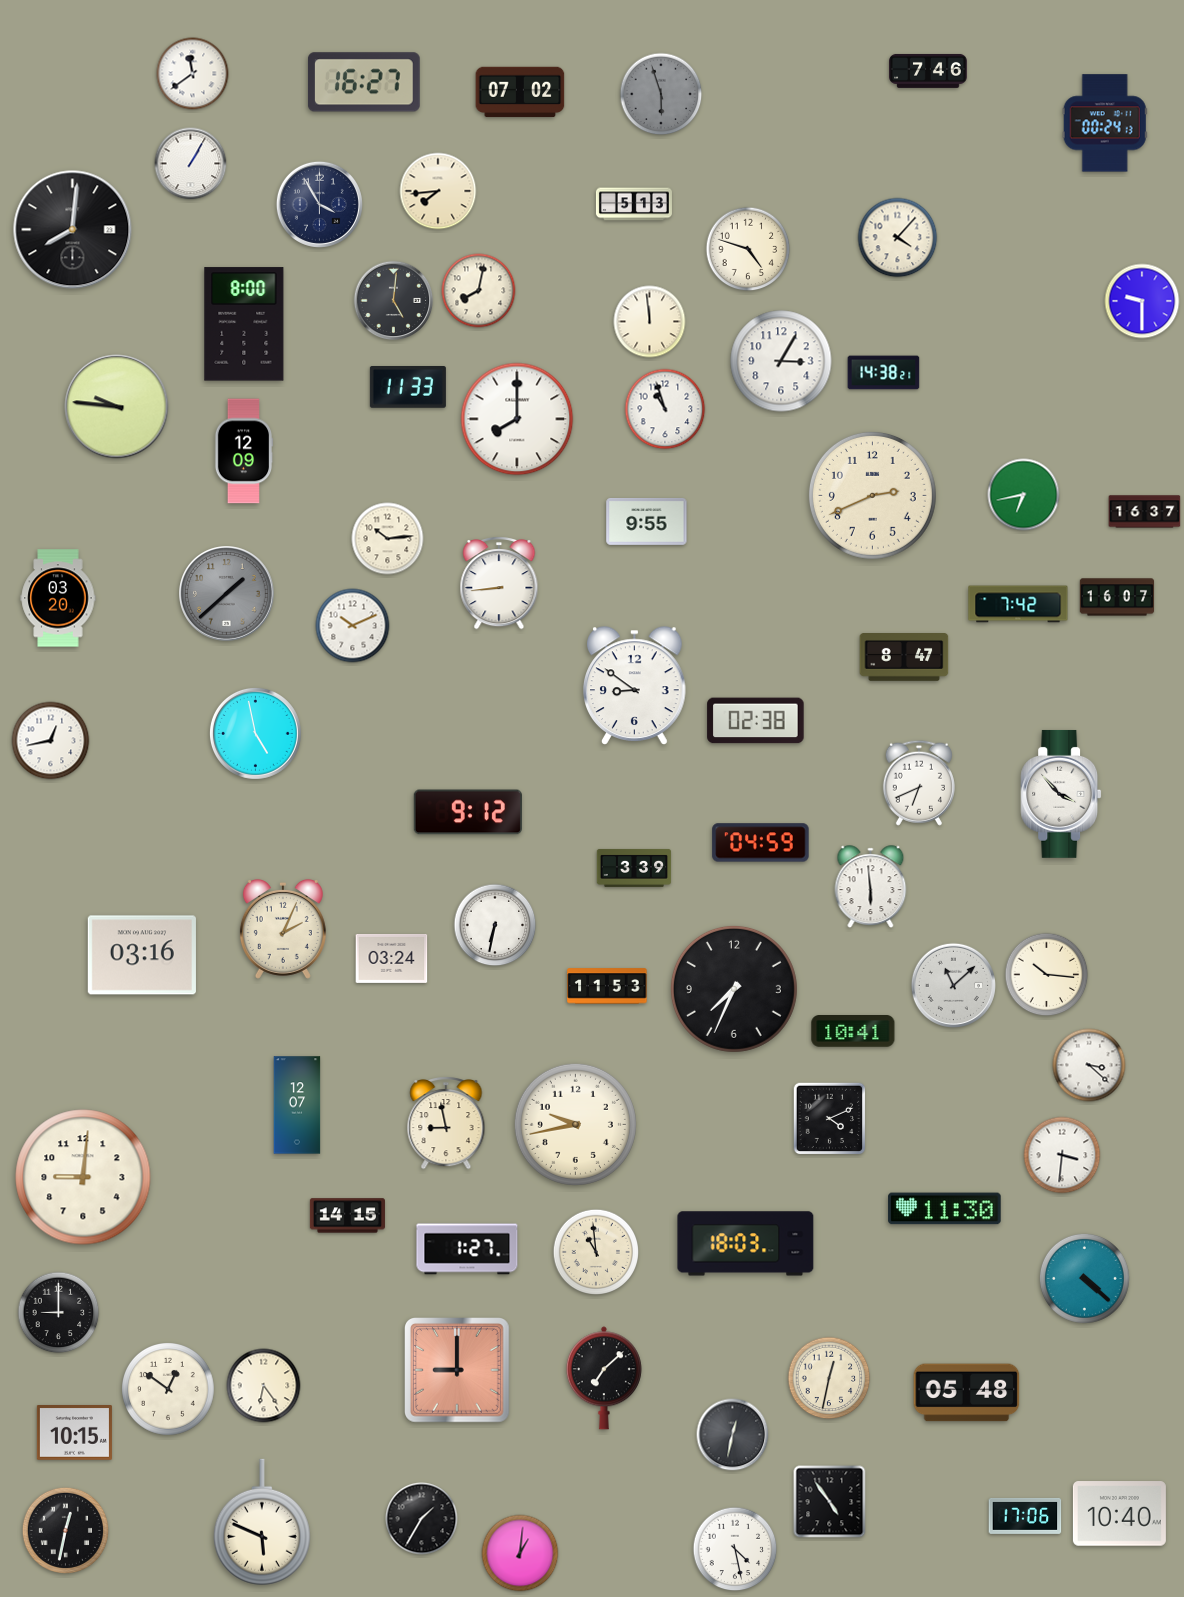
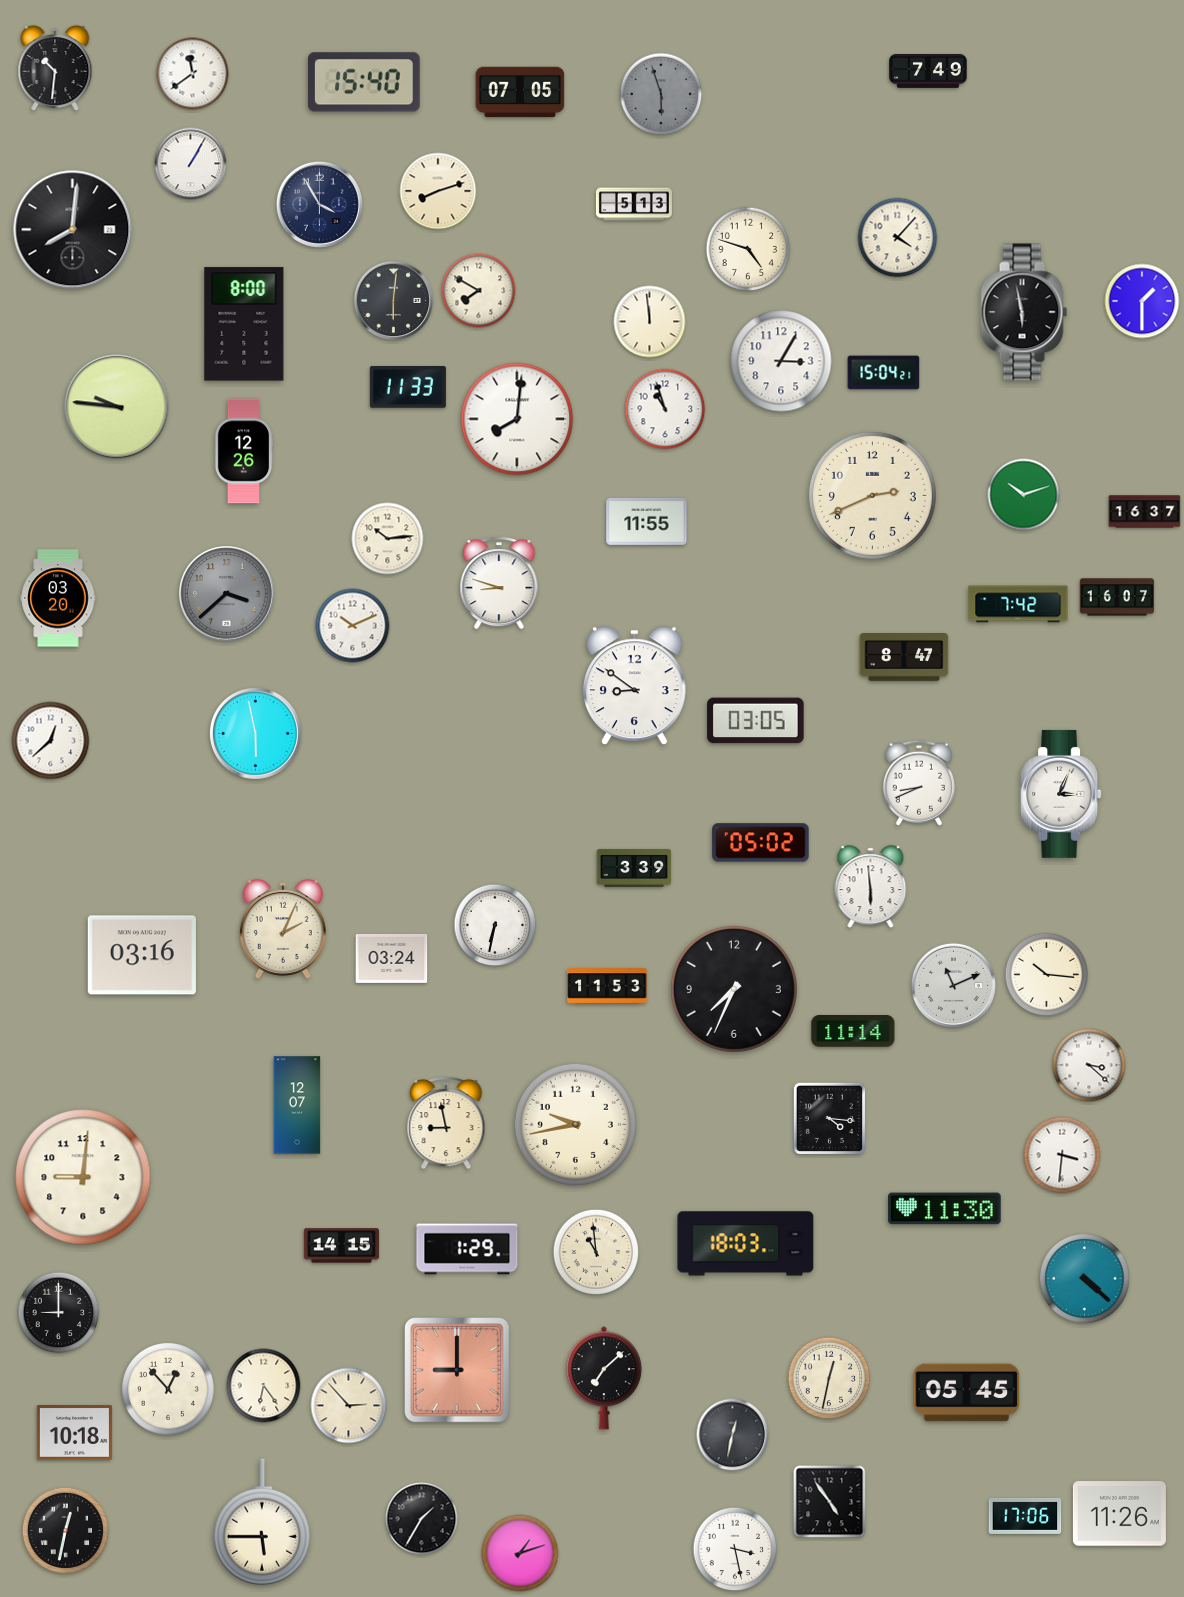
clock at (55, 68): none -> 10:31
clock at (928, 71): 7:46 -> 7:49
clock at (364, 82): 16:27 -> 15:40
clock at (520, 92): 07:02 -> 07:05
clock at (1105, 123): 00:24 -> none
clock at (438, 191): 7:44 -> 8:12
clock at (479, 291): 8:02 -> 7:50
clock at (394, 301): 5:01 -> 6:01
clock at (1142, 301): 9:30 -> 1:30
clock at (1024, 312): none -> 5:58
clock at (884, 373): 14:38 -> 15:04
clock at (517, 419): 8:00 -> 8:01
clock at (244, 451): 12:09 -> 12:26
clock at (1024, 495): 6:43 -> 10:12
clock at (647, 521): 9:55 -> 11:55
clock at (499, 584): 8:44 -> 8:48
clock at (227, 594): 1:38 -> 3:38
clock at (756, 721): 02:38 -> 03:05
clock at (255, 733): 4:58 -> 5:58
clock at (51, 741): 12:43 -> 12:38
clock at (919, 783): 6:41 -> 8:41
clock at (1061, 794): 3:53 -> 3:04
clock at (468, 812): 9:12 -> none
clock at (761, 843): 04:59 -> 05:02
clock at (953, 985): 11:08 -> 11:11
clock at (853, 1031): 10:41 -> 11:14
clock at (830, 1119): 4:11 -> 4:16
clock at (347, 1216) position: (347, 1216) -> (341, 1246)
clock at (467, 1249): 1:27 -> 1:29
clock at (169, 1390): 12:51 -> 12:53
clock at (967, 1393): 05:48 -> 05:45
clock at (349, 1406): none -> 2:53
clock at (74, 1433): 10:15 -> 10:18
clock at (1119, 1514): 10:40 -> 11:26
clock at (262, 1522): 5:49 -> 5:45
clock at (735, 1549): 4:28 -> 3:28
clock at (520, 1553): 1:01 -> 1:12
